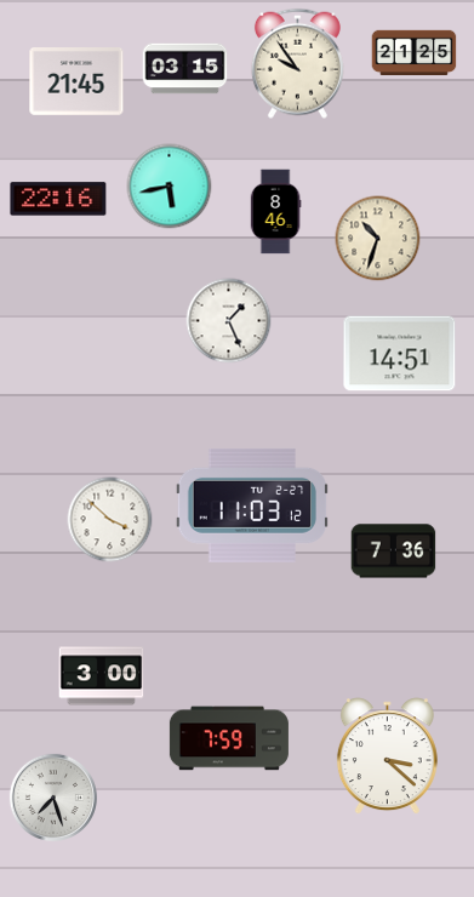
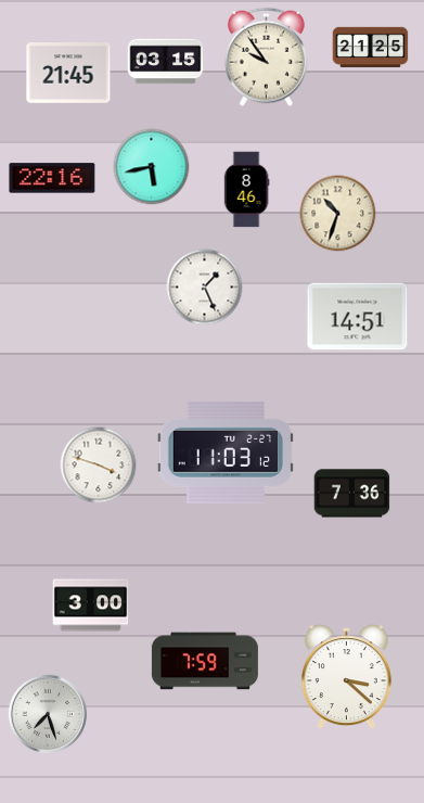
clock at (110, 520): 3:52 -> 3:48
